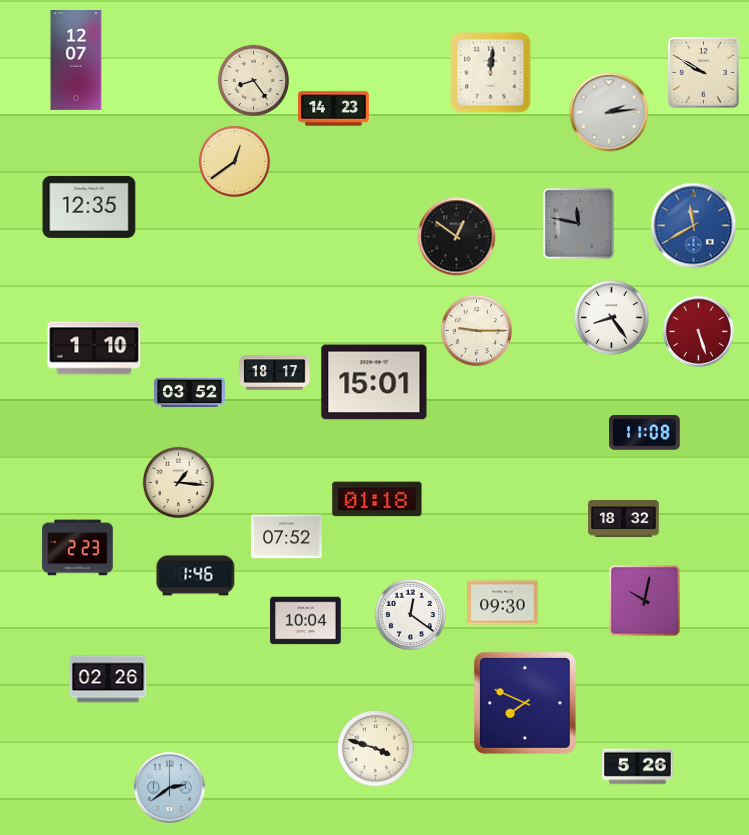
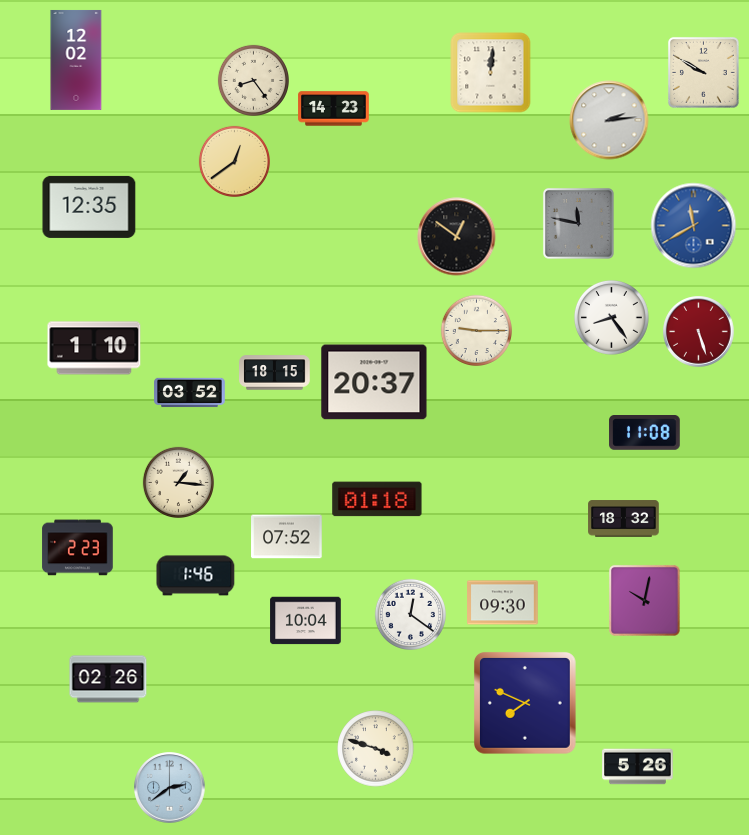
clock at (76, 60): 12:07 -> 12:02
clock at (609, 112) position: (609, 112) -> (609, 120)
clock at (275, 373): 18:17 -> 18:15
clock at (374, 382): 15:01 -> 20:37
